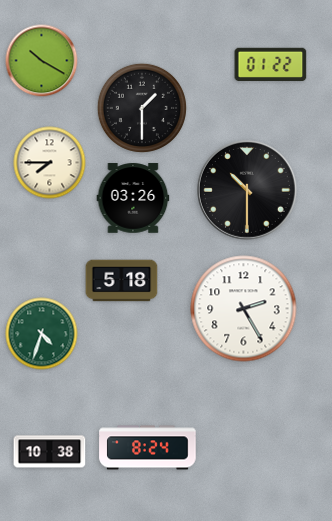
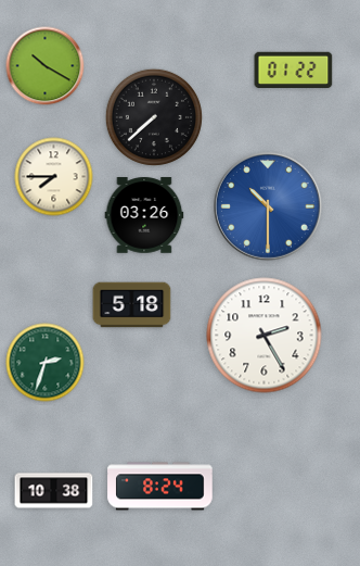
clock at (142, 108): 1:30 -> 7:38
clock at (248, 191) dial: black -> blue
clock at (42, 334): 4:33 -> 2:33
